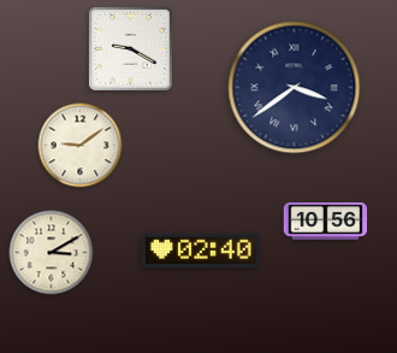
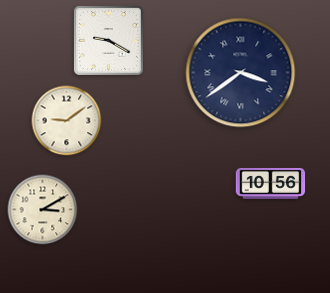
clock at (295, 88) position: (295, 88) -> (241, 73)
clock at (201, 249): 02:40 -> none
